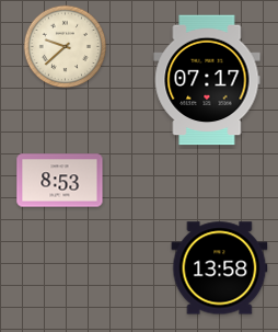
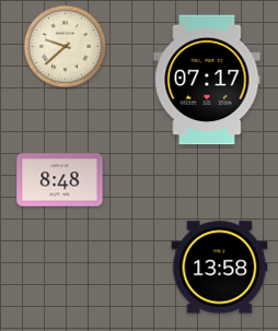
clock at (60, 181): 8:53 -> 8:48
